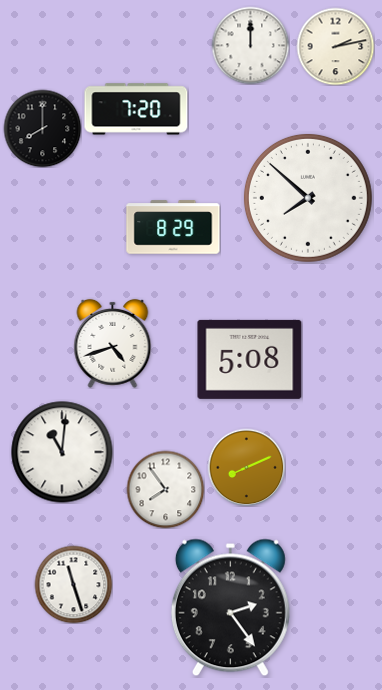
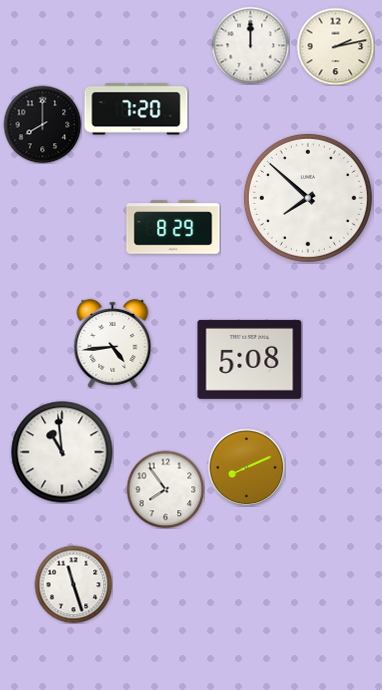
clock at (42, 128) position: (42, 128) -> (42, 124)
clock at (113, 343): 4:42 -> 4:44
clock at (62, 452): 11:01 -> 10:59
clock at (230, 608): 2:24 -> none
